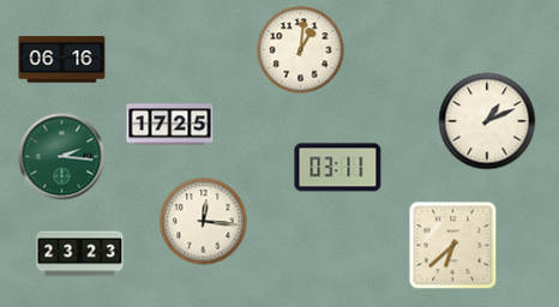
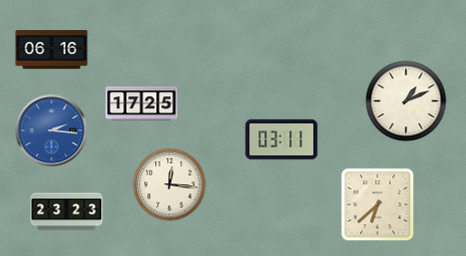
clock at (301, 50): 1:01 -> none
clock at (62, 157) dial: green -> blue
